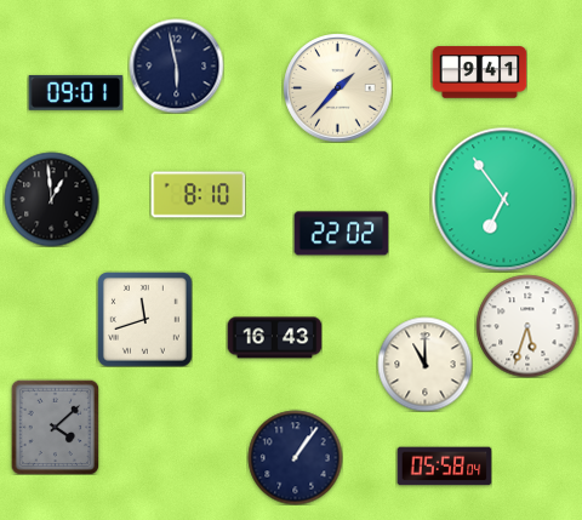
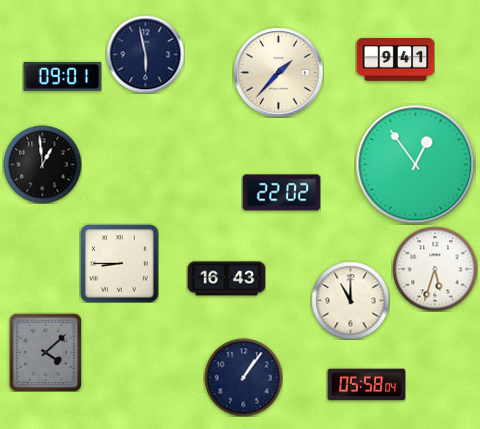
clock at (198, 195): 8:10 -> none
clock at (504, 200): 6:54 -> 12:54
clock at (145, 320): 11:42 -> 8:45
